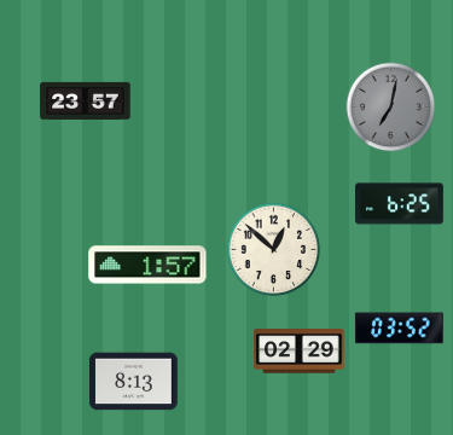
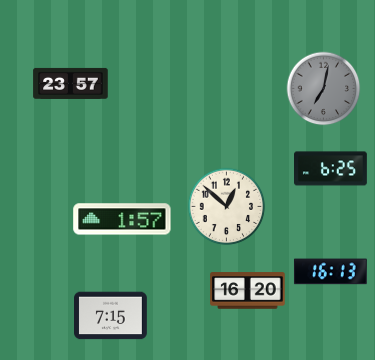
clock at (399, 329): 03:52 -> 16:13
clock at (300, 352): 02:29 -> 16:20
clock at (134, 382): 8:13 -> 7:15
